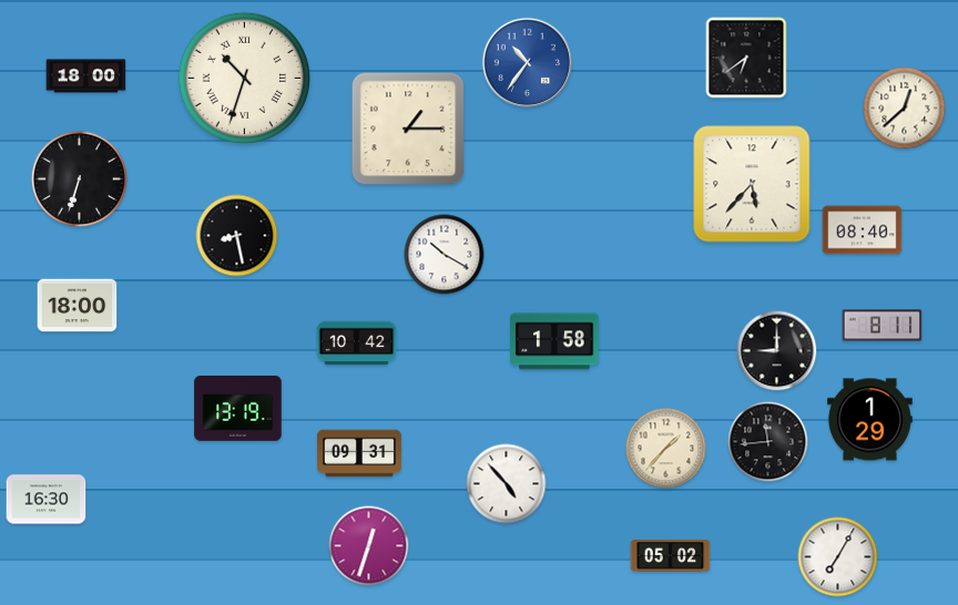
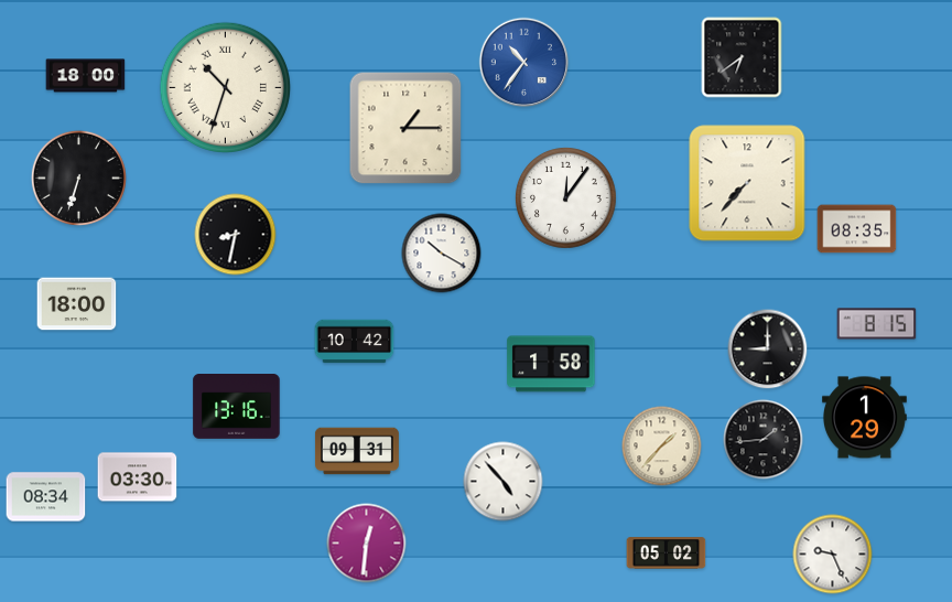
clock at (244, 78) position: (244, 78) -> (225, 87)
clock at (905, 109): 12:38 -> none
clock at (752, 184): 5:37 -> 7:37
clock at (566, 198): none -> 12:06
clock at (863, 230): 08:40 -> 08:35
clock at (237, 236): 8:28 -> 8:32
clock at (883, 326): 8:11 -> 8:15
clock at (554, 341) position: (554, 341) -> (551, 364)
clock at (777, 351) position: (777, 351) -> (768, 350)
clock at (238, 409): 13:19 -> 13:16
clock at (768, 442): 11:44 -> 1:44
clock at (138, 477): none -> 03:30
clock at (47, 500): 16:30 -> 08:34
clock at (369, 546): 12:33 -> 12:31
clock at (838, 557): 7:05 -> 9:26
